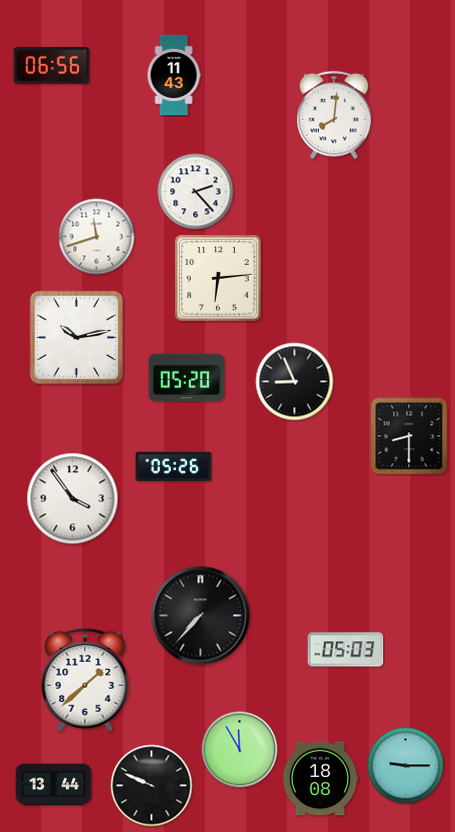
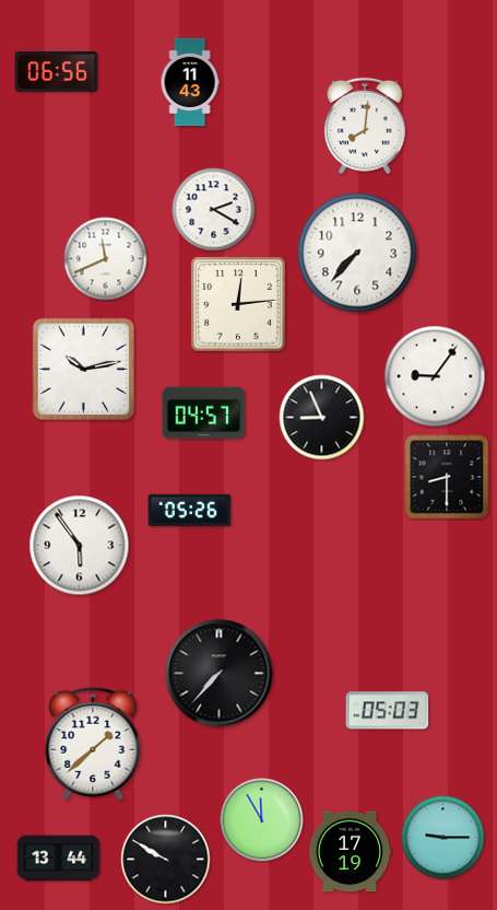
clock at (196, 192): 2:23 -> 2:20
clock at (357, 253): none -> 7:37
clock at (97, 237): 11:42 -> 11:41
clock at (218, 278): 6:14 -> 12:14
clock at (435, 376): none -> 9:06
clock at (187, 378): 05:20 -> 04:57
clock at (73, 499): 3:54 -> 5:54
clock at (346, 650) position: (346, 650) -> (388, 711)
clock at (320, 779): 18:08 -> 17:19
clock at (152, 786): 9:49 -> 9:50
